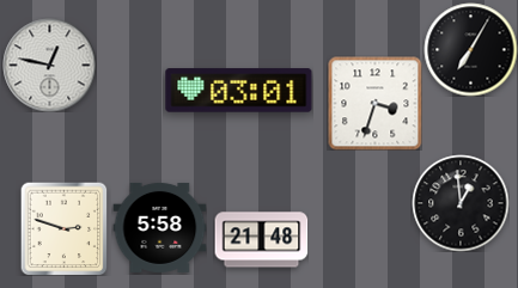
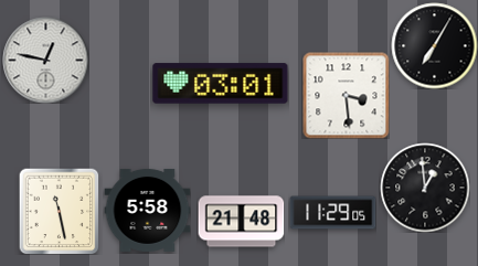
clock at (374, 103): 3:33 -> 3:29
clock at (65, 228): 2:48 -> 11:28
clock at (332, 213): none -> 11:29
